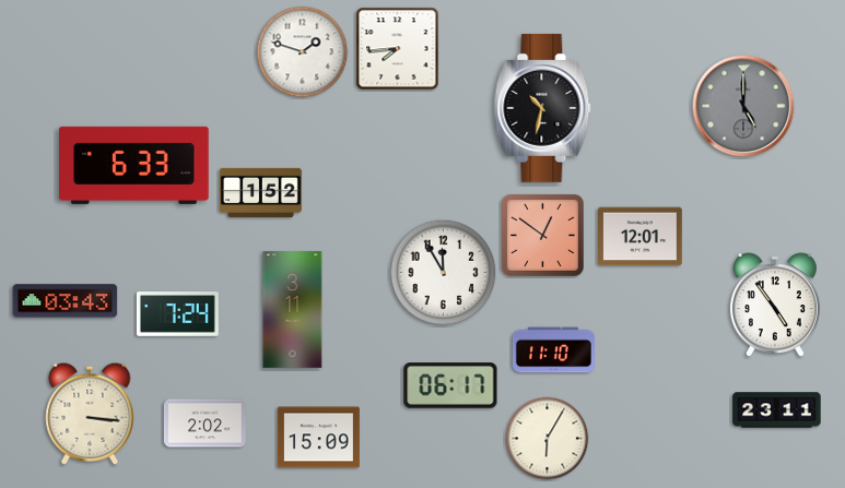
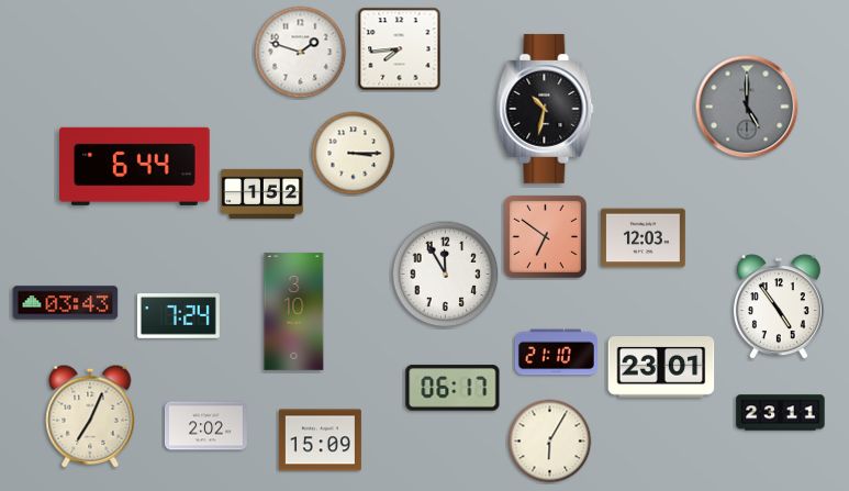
clock at (303, 52) position: (303, 52) -> (301, 53)
clock at (354, 154): none -> 3:15
clock at (134, 165): 6:33 -> 6:44
clock at (542, 235): 12:51 -> 6:51
clock at (641, 237): 12:01 -> 12:03
clock at (293, 310): 3:11 -> 3:10
clock at (553, 350): 11:10 -> 21:10
clock at (661, 367): none -> 23:01
clock at (90, 414): 3:16 -> 7:04
